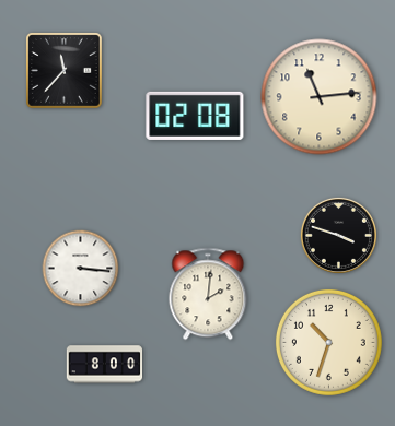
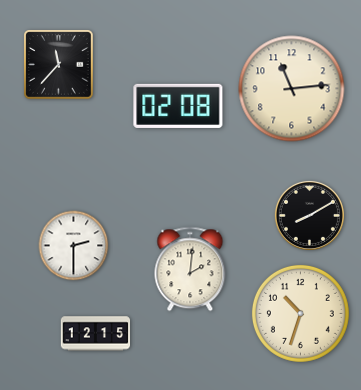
clock at (338, 235): 3:48 -> 8:10
clock at (81, 269): 3:16 -> 2:30
clock at (105, 365): 8:00 -> 12:15
